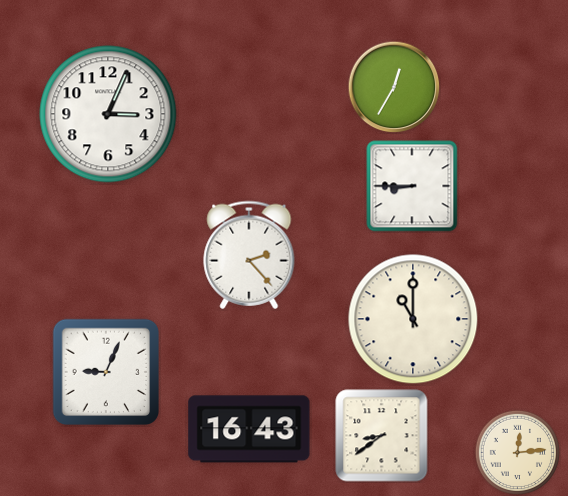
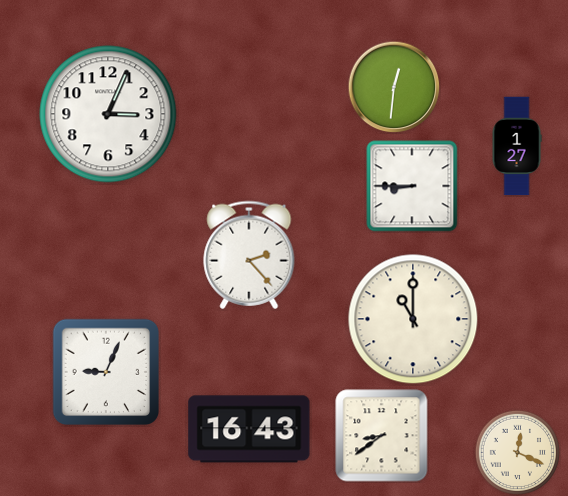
clock at (394, 87): 12:35 -> 12:31
clock at (517, 146): none -> 1:27
clock at (517, 452): 12:14 -> 12:19
